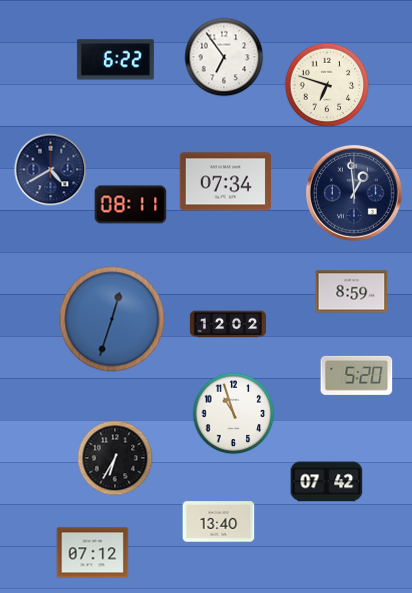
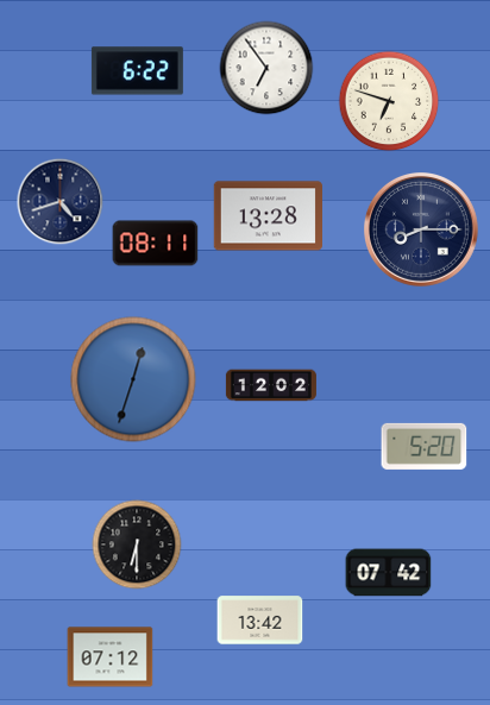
clock at (51, 170): 4:40 -> 4:42
clock at (225, 182): 07:34 -> 13:28
clock at (355, 194): 12:59 -> 8:15
clock at (352, 292): 8:59 -> none
clock at (234, 414): 10:57 -> none
clock at (115, 458): 6:35 -> 6:30
clock at (219, 522): 13:40 -> 13:42
